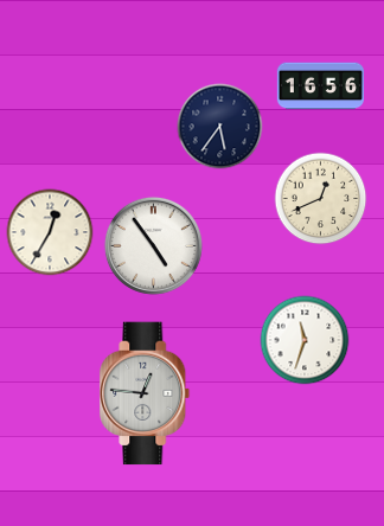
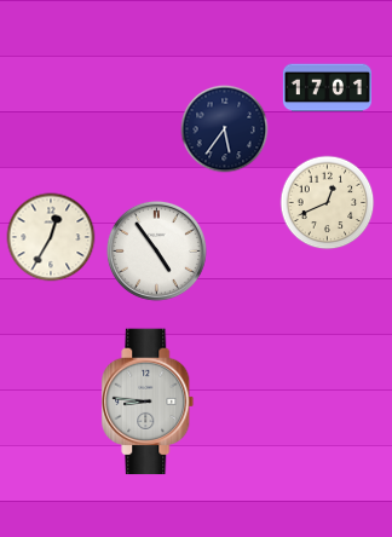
clock at (320, 86): 16:56 -> 17:01
clock at (305, 340): 11:33 -> none
clock at (145, 393): 12:46 -> 8:46
